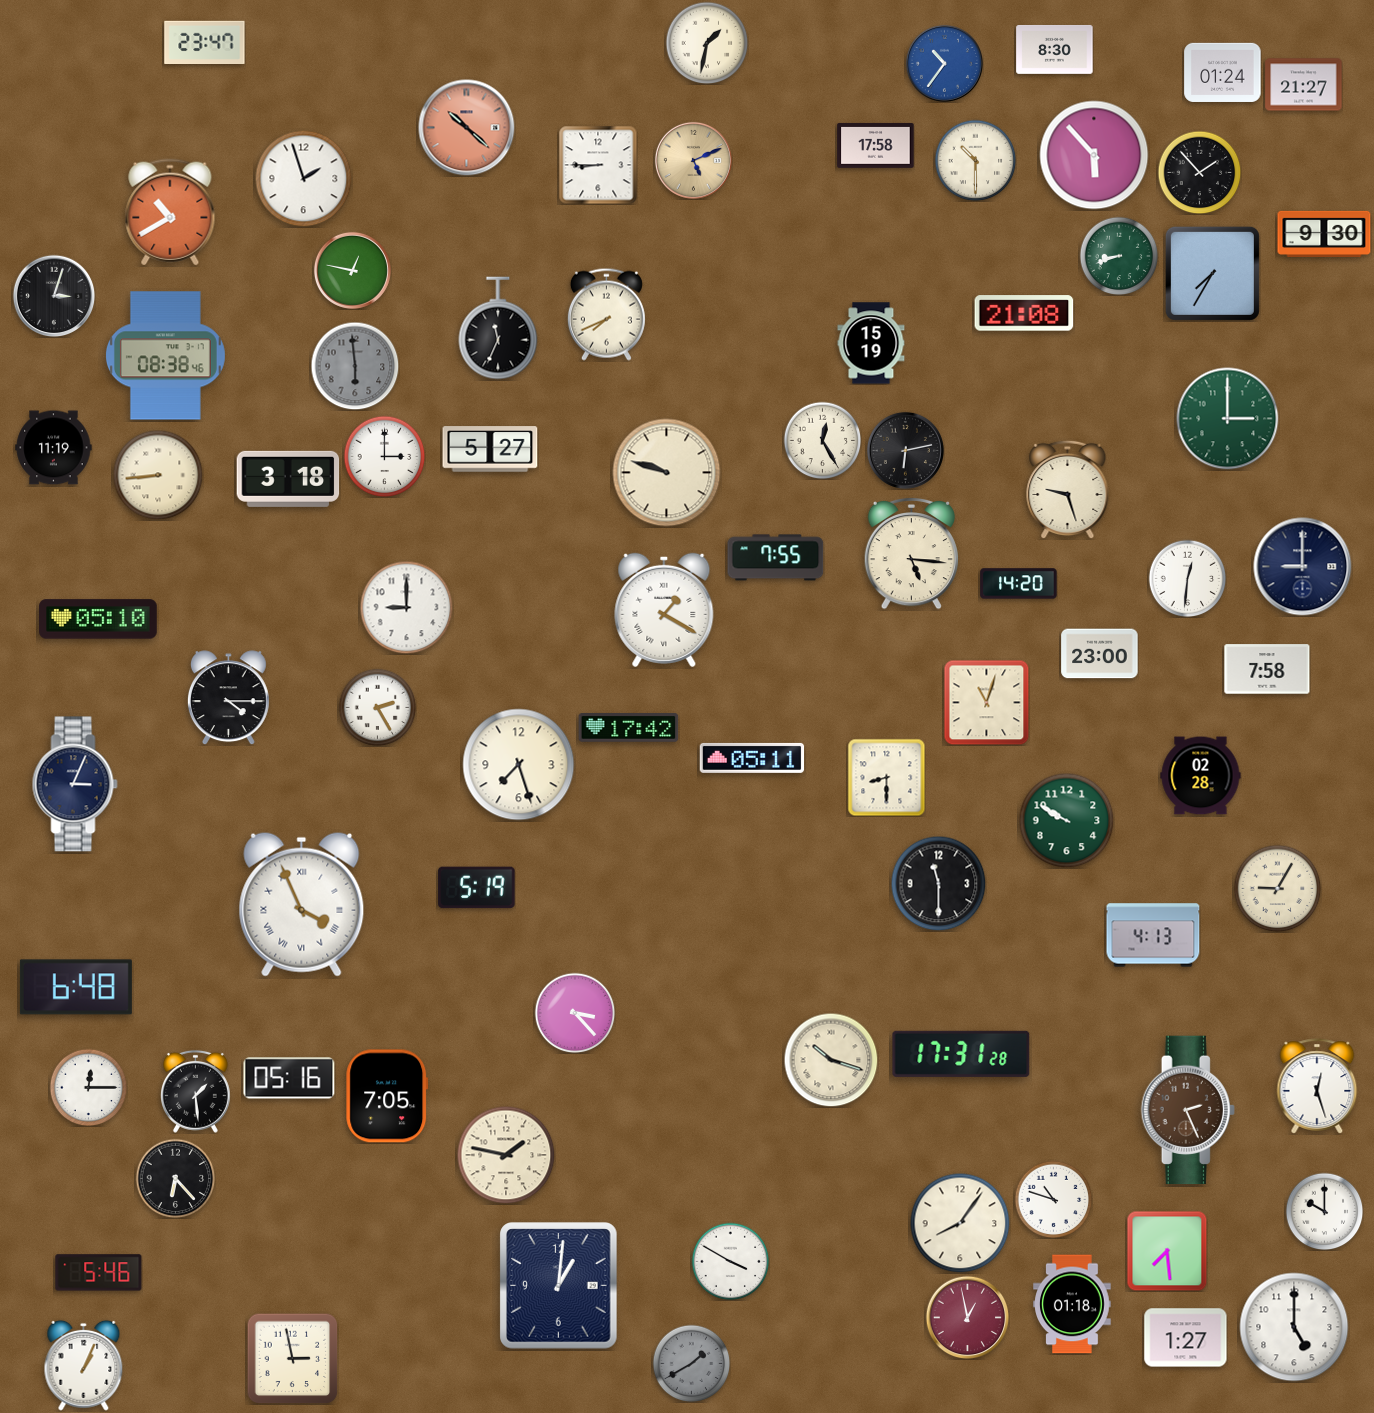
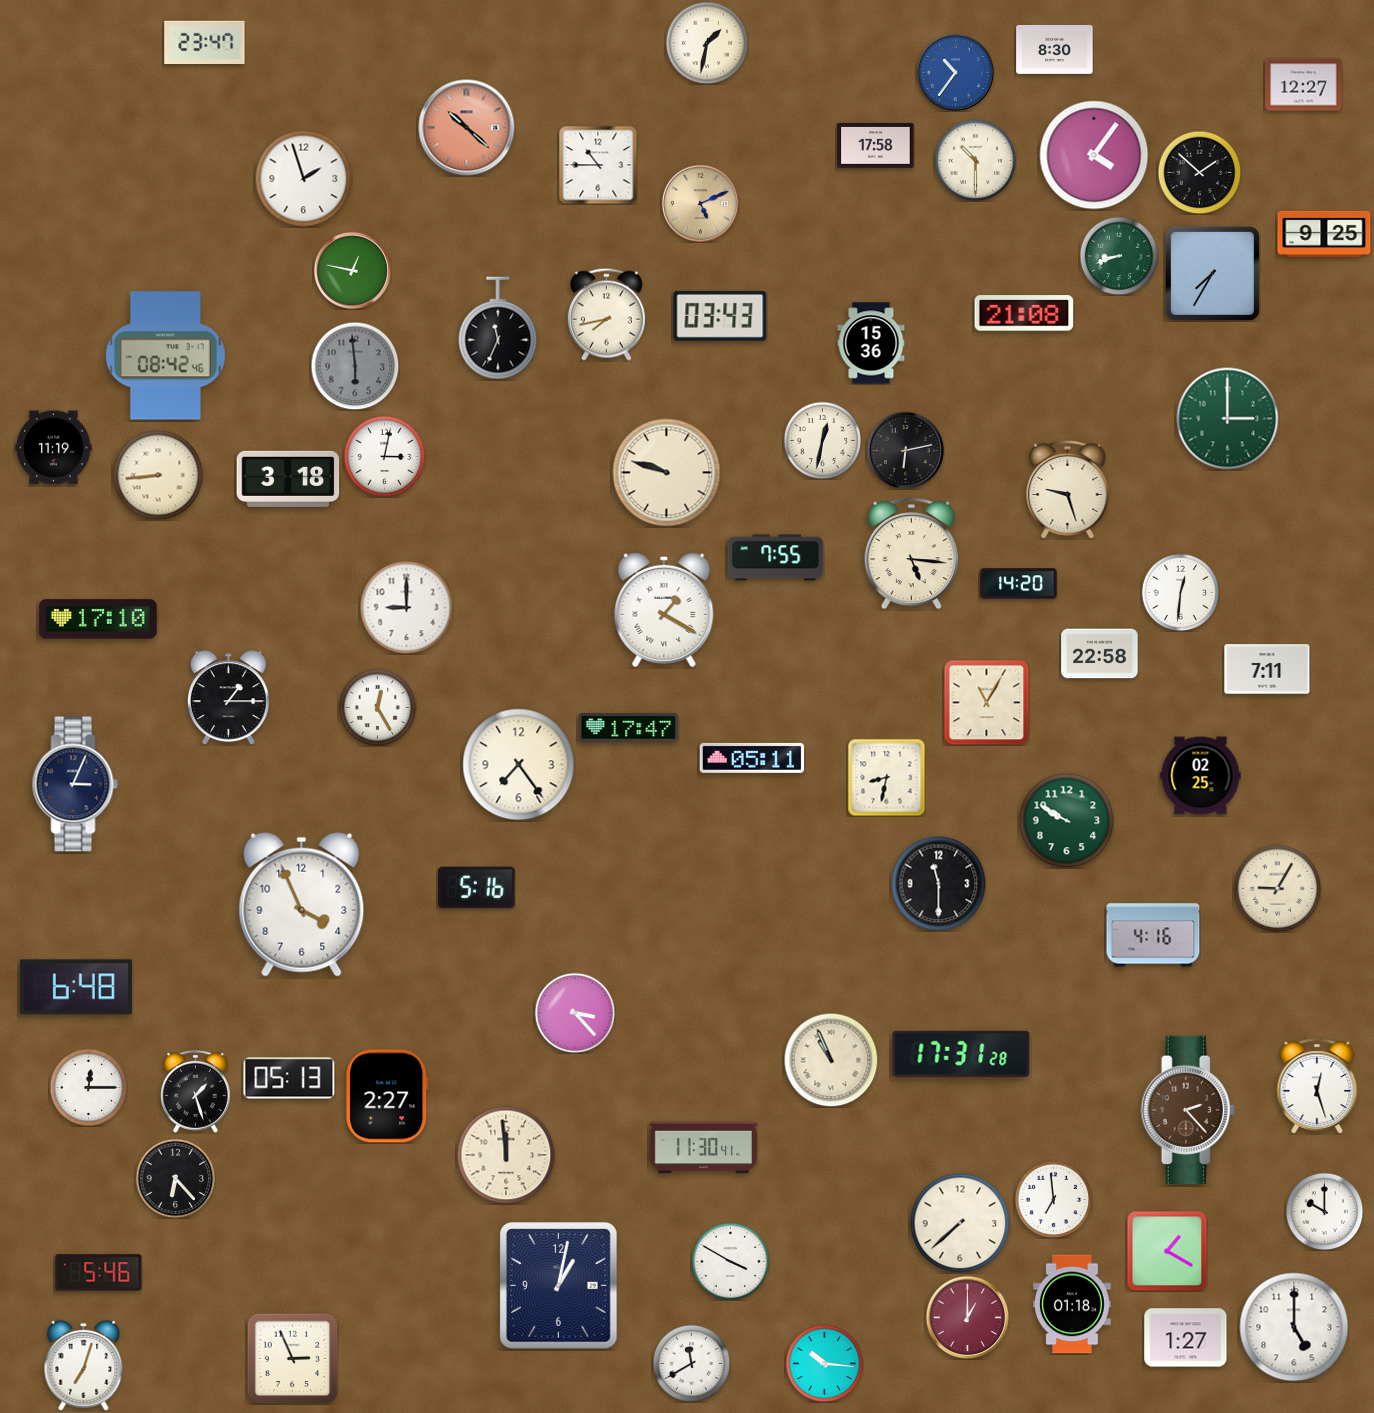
clock at (944, 63) position: (944, 63) -> (955, 72)
clock at (1223, 72): 01:24 -> none
clock at (1304, 85): 21:27 -> 12:27
clock at (1094, 155): 5:53 -> 4:06
clock at (693, 160) position: (693, 160) -> (700, 203)
clock at (598, 165): 8:45 -> 10:45
clock at (1199, 172): 1:53 -> 1:52
clock at (170, 212): 10:40 -> none
clock at (1324, 234): 9:30 -> 9:25
clock at (54, 296): 3:03 -> none
clock at (606, 314): 7:41 -> 7:43
clock at (720, 316): none -> 03:43
clock at (871, 343): 15:19 -> 15:36
clock at (165, 356): 08:38 -> 08:42
clock at (822, 440): 12:25 -> 12:32
clock at (490, 449): 5:27 -> none
clock at (384, 456): 3:00 -> 3:02
clock at (1303, 567): 9:00 -> none
clock at (1187, 578) position: (1187, 578) -> (1180, 592)
clock at (98, 619): 05:10 -> 17:10
clock at (1100, 654): 23:00 -> 22:58
clock at (1267, 669): 7:58 -> 7:11
clock at (228, 698): 4:15 -> 1:15
clock at (986, 702): 11:03 -> 11:05
clock at (377, 707): 2:25 -> 12:25
clock at (629, 728): 17:42 -> 17:47
clock at (519, 765): 7:27 -> 7:24
clock at (1201, 776): 02:28 -> 02:25
clock at (886, 777): 8:30 -> 8:32
clock at (477, 888): 5:19 -> 5:16
clock at (302, 904) numerals: Roman -> Arabic
clock at (1153, 935): 4:13 -> 4:16
clock at (831, 1060): 10:18 -> 10:56
clock at (289, 1078): 05:16 -> 05:13
clock at (195, 1091): 1:29 -> 1:27
clock at (387, 1096): 7:05 -> 2:27
clock at (1188, 1110): 2:26 -> 2:23
clock at (703, 1148): none -> 11:30
clock at (506, 1155): 1:47 -> 11:59
clock at (1053, 1199): 10:48 -> 6:59
clock at (960, 1223): 8:06 -> 7:38
clock at (1167, 1251): 7:29 -> 1:20
clock at (559, 1286): 1:01 -> 1:02
clock at (967, 1317): 12:58 -> 1:00
clock at (292, 1358): 2:58 -> 2:56
clock at (691, 1363): 1:40 -> 11:40
clock at (691, 1363) dial: grey -> white
clock at (824, 1363): none -> 10:16
clock at (84, 1365): 1:04 -> 7:03
